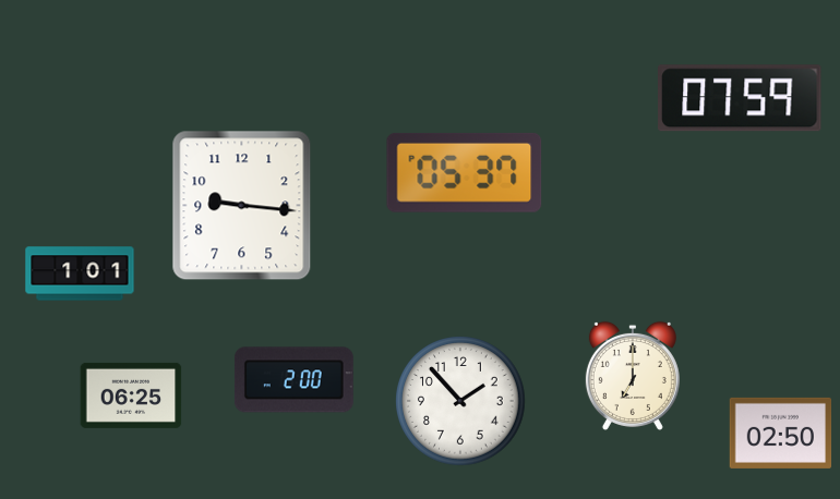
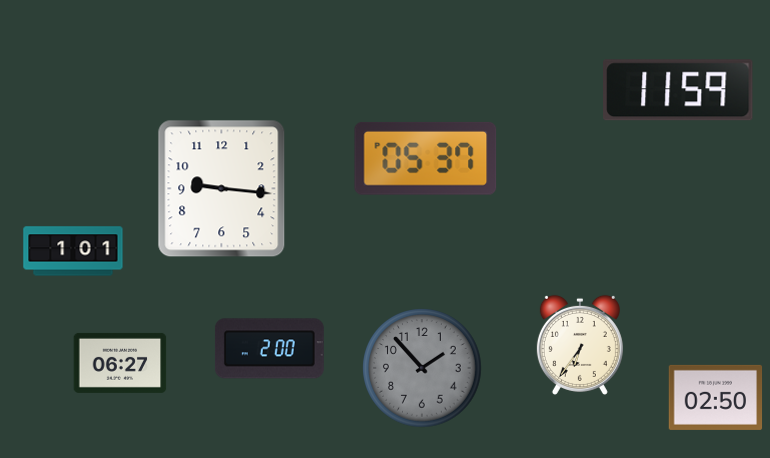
clock at (740, 98): 07:59 -> 11:59
clock at (633, 376): 7:00 -> 6:36
clock at (131, 395): 06:25 -> 06:27
clock at (460, 401) dial: white -> grey
